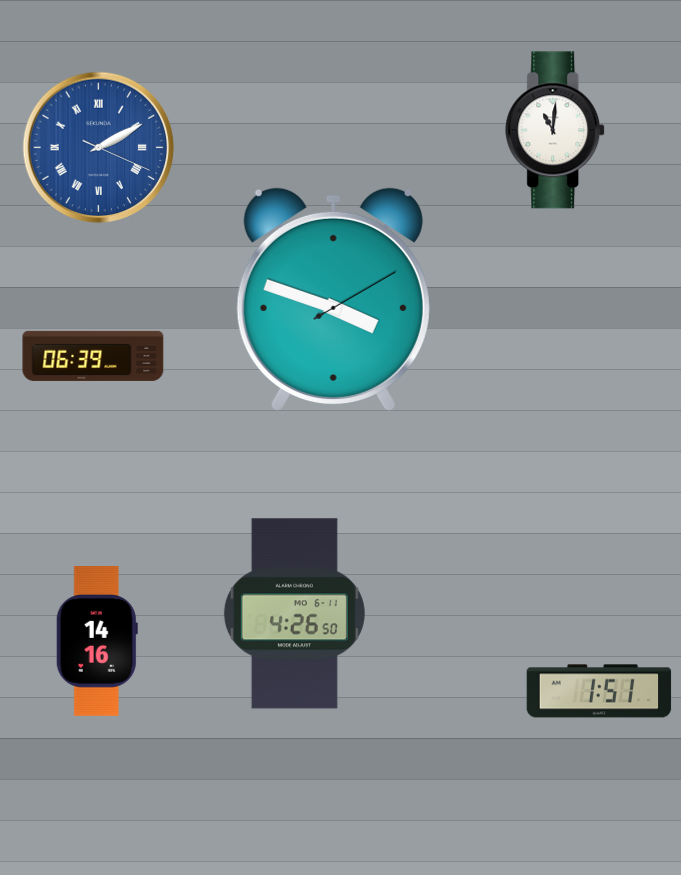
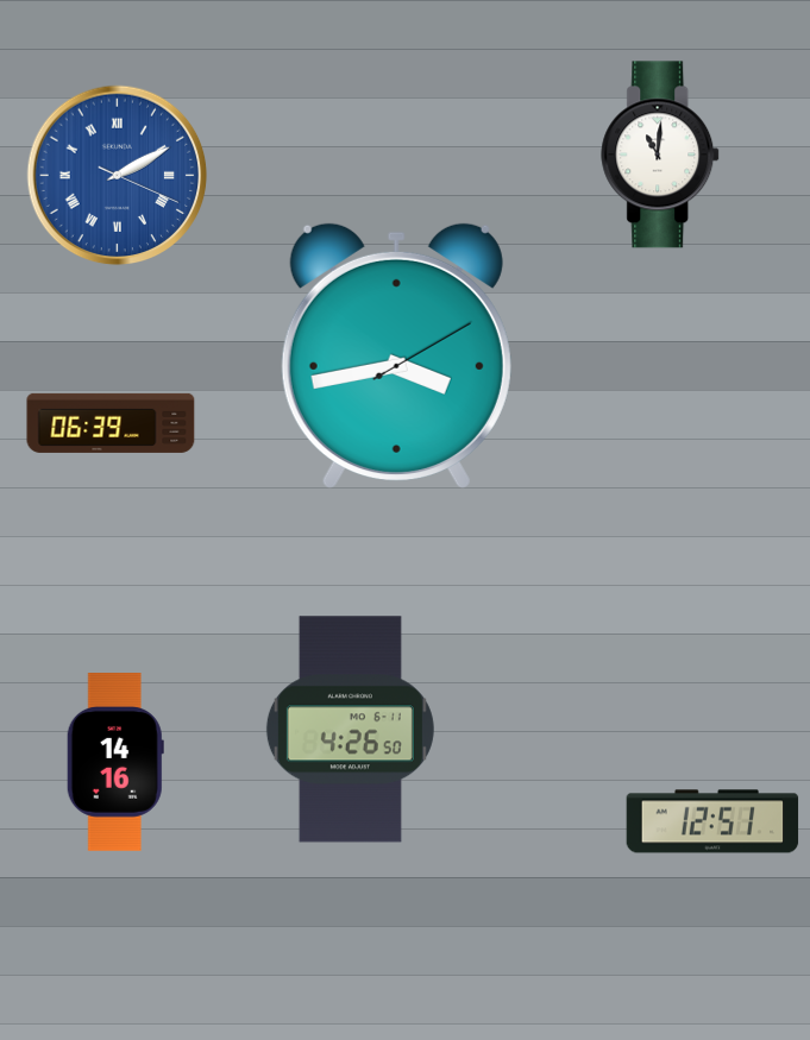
clock at (333, 299): 3:48 -> 3:43
clock at (599, 691): 1:51 -> 12:51
